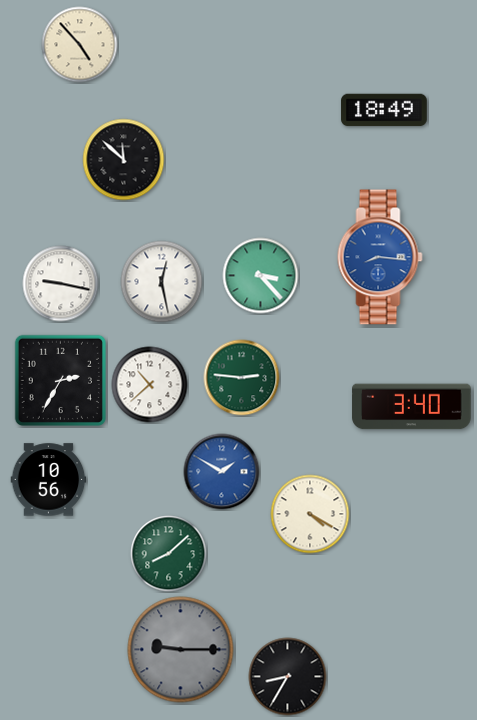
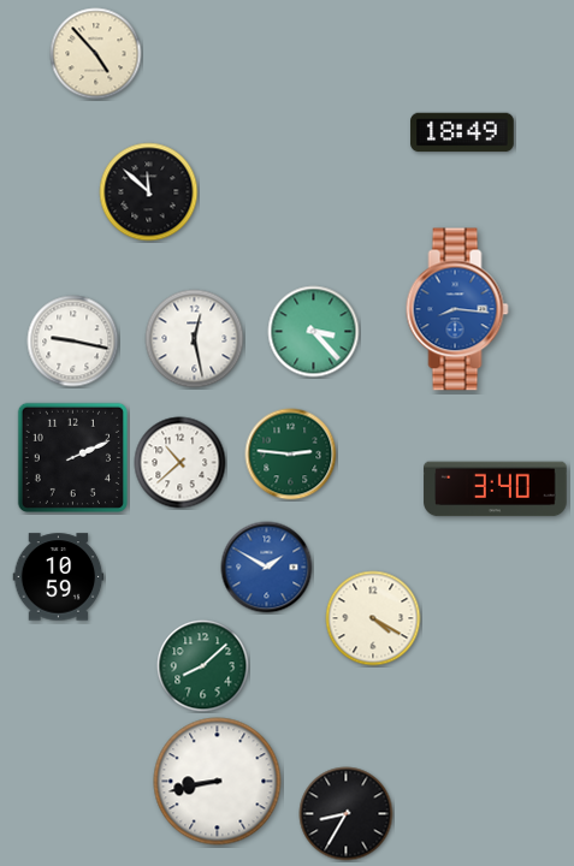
clock at (60, 380): 2:35 -> 2:11
clock at (49, 480): 10:56 -> 10:59
clock at (181, 650): 9:15 -> 8:43
clock at (181, 650) dial: grey -> white
